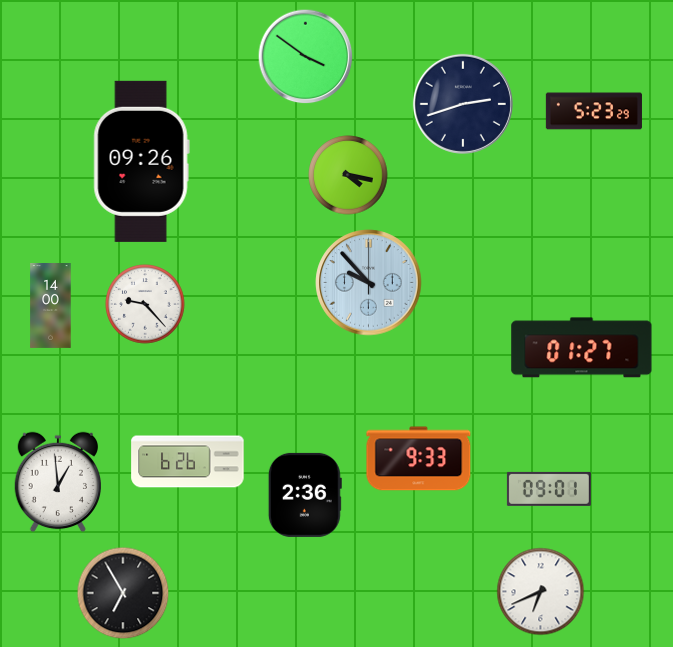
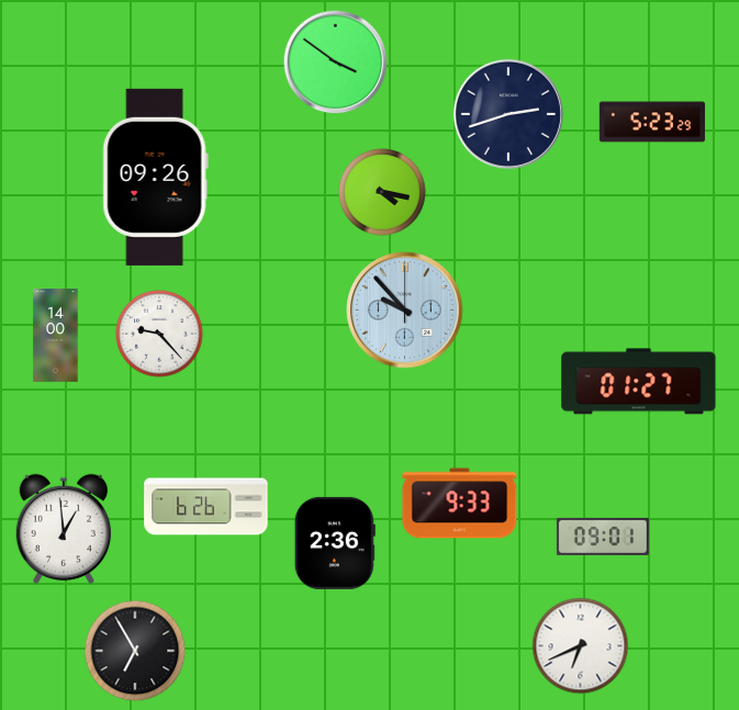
clock at (541, 592) position: (541, 592) -> (581, 646)
